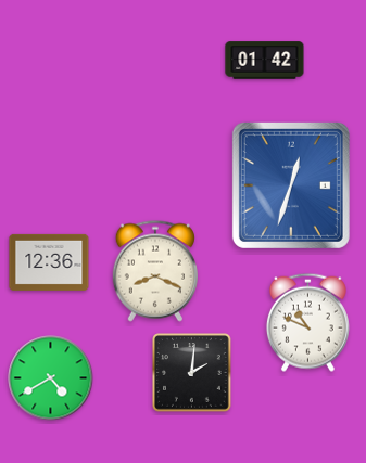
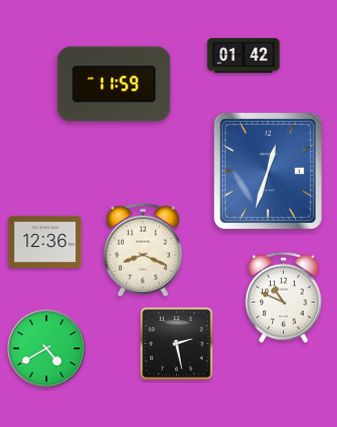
clock at (114, 84): none -> 11:59
clock at (192, 373): 2:01 -> 2:28
